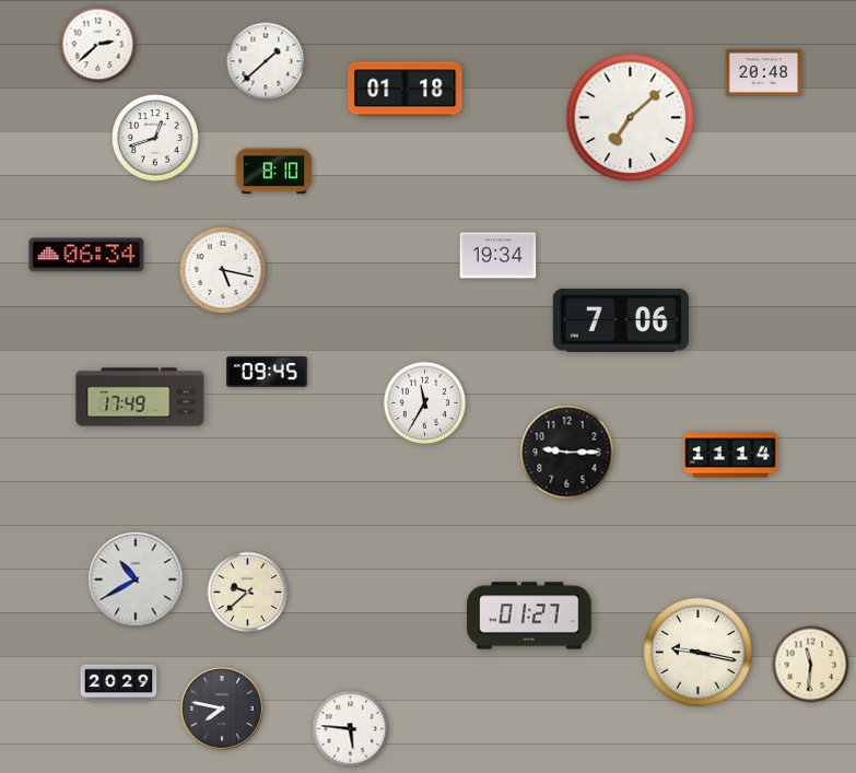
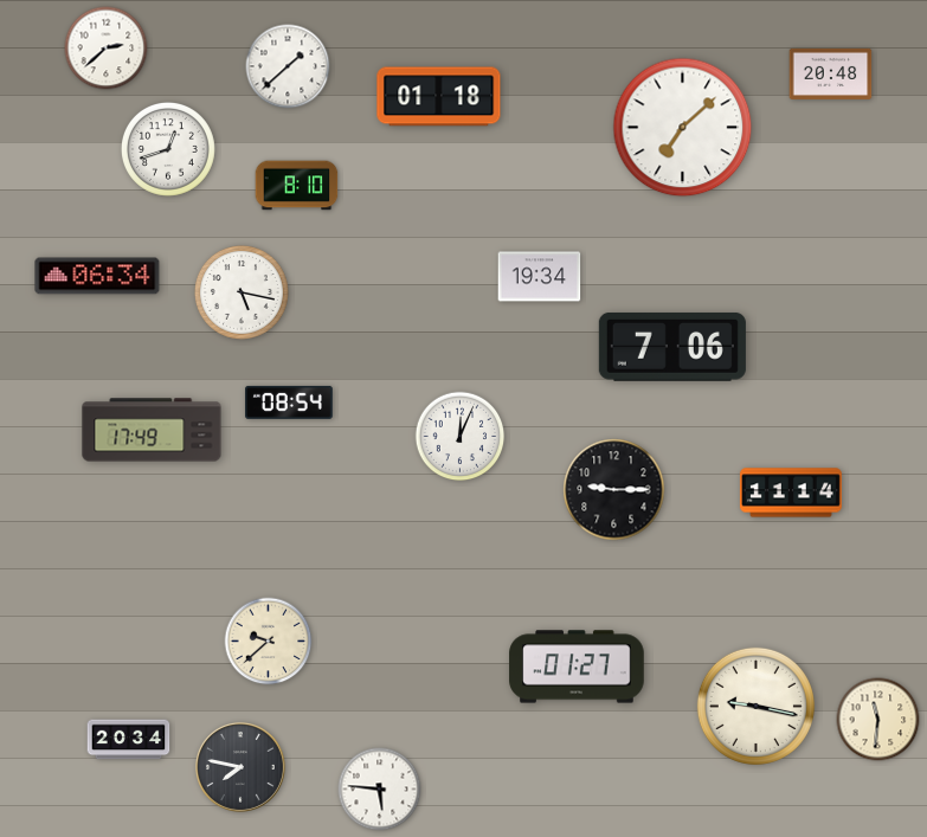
clock at (764, 72) position: (764, 72) -> (831, 73)
clock at (86, 255) position: (86, 255) -> (97, 276)
clock at (267, 372): 09:45 -> 08:54
clock at (425, 403): 11:35 -> 12:04
clock at (136, 579): 10:40 -> none
clock at (529, 616) position: (529, 616) -> (577, 667)
clock at (119, 683): 20:29 -> 20:34
